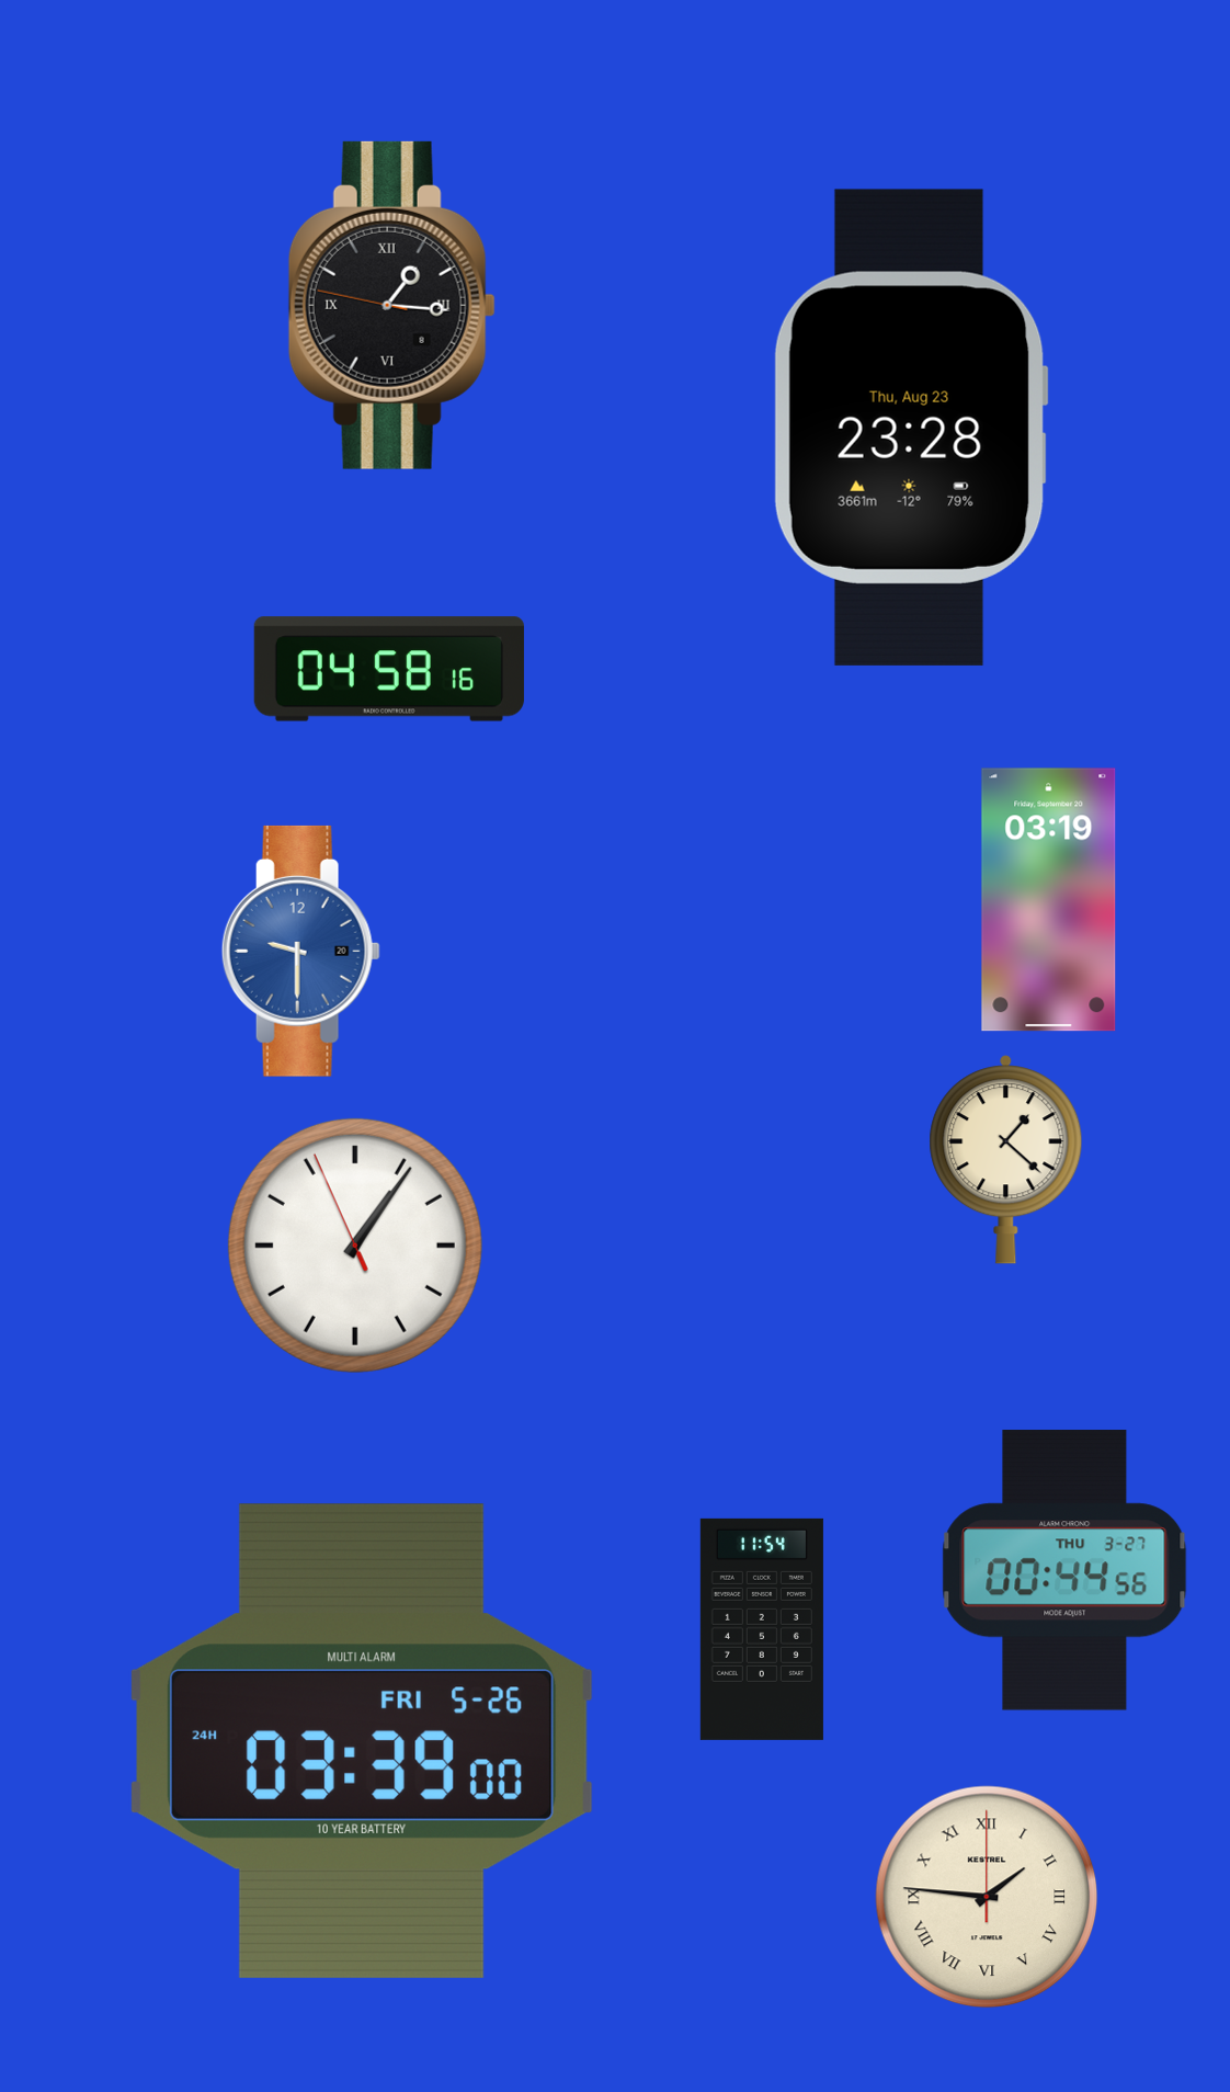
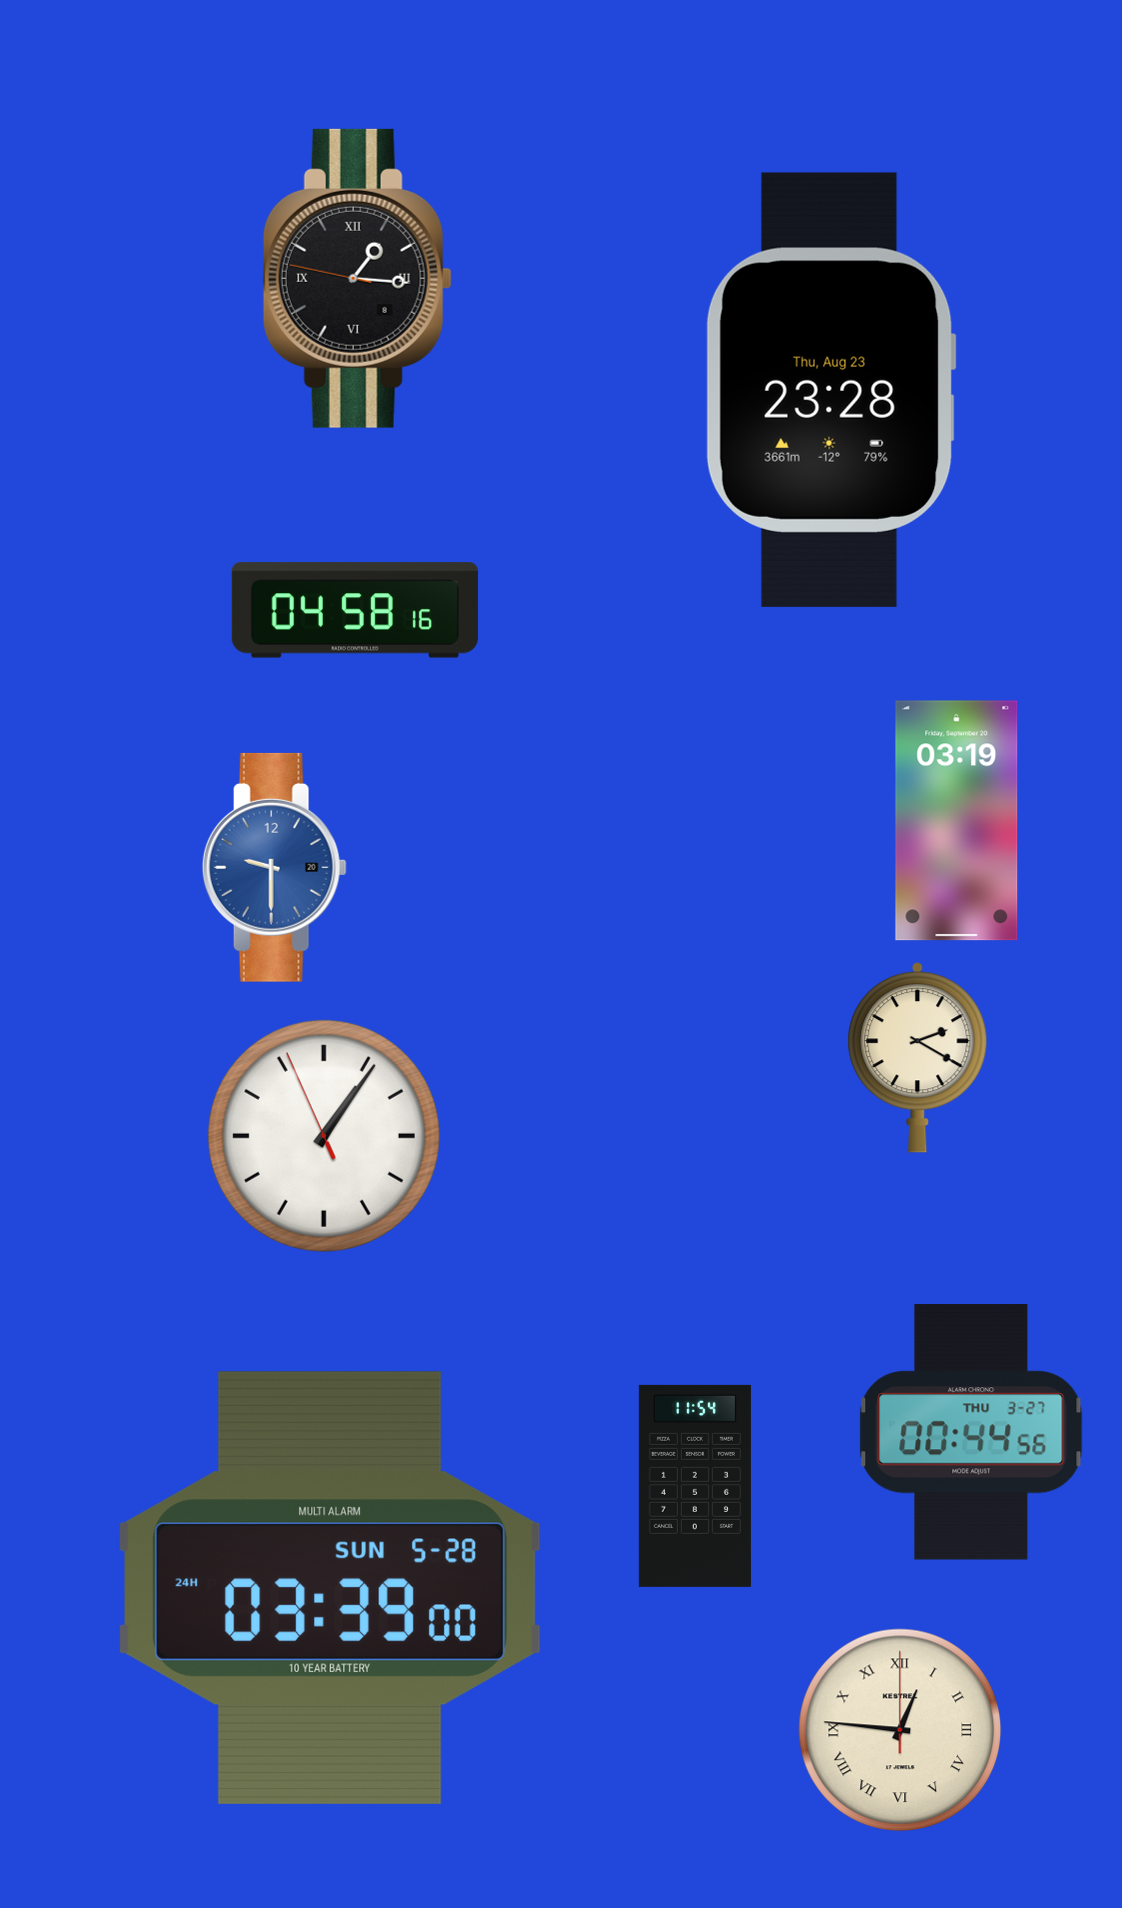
clock at (1006, 1160): 1:22 -> 2:20
clock at (362, 1741) date: FRI 5-26 -> SUN 5-28
clock at (987, 1897): 1:46 -> 12:46
